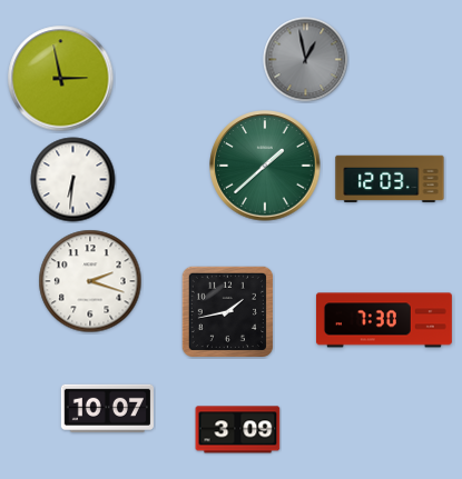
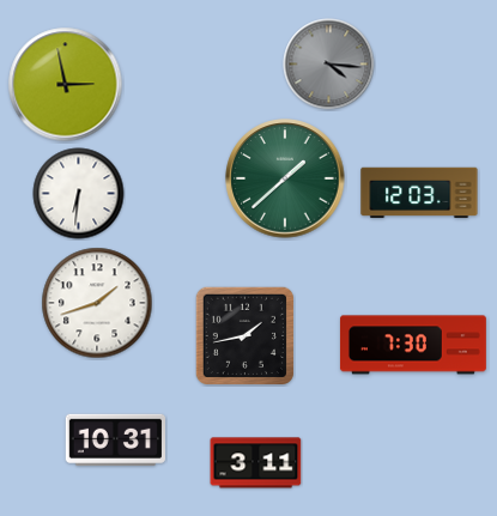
clock at (306, 60): 12:58 -> 4:16
clock at (90, 281): 2:18 -> 1:42
clock at (107, 408): 10:07 -> 10:31
clock at (238, 430): 3:09 -> 3:11
